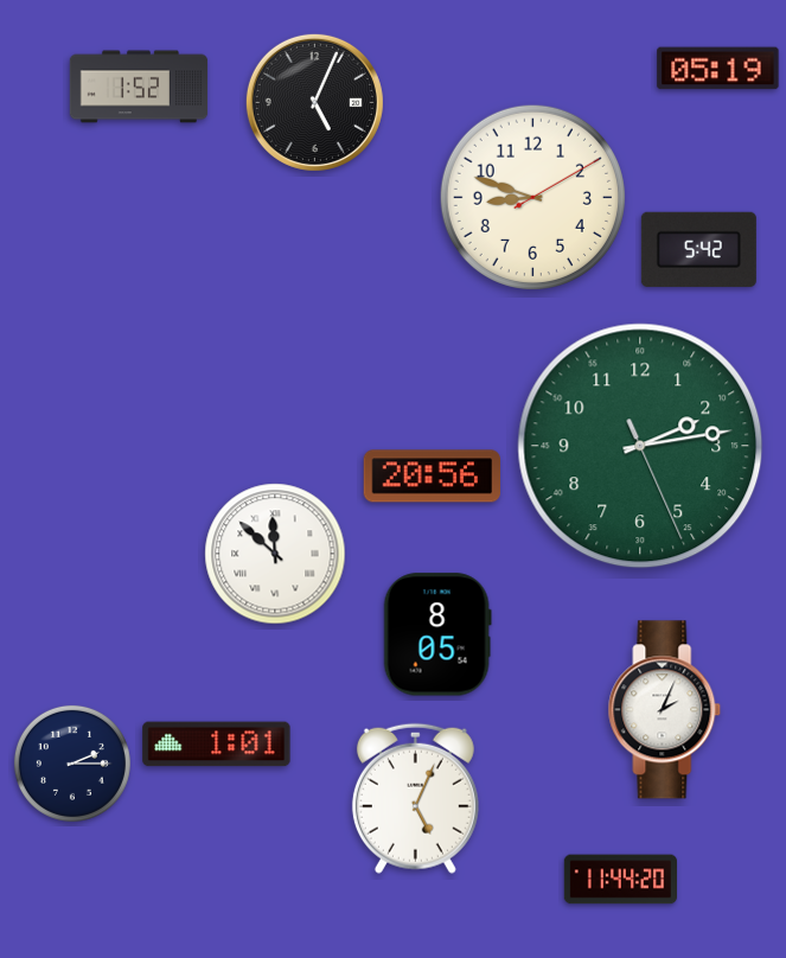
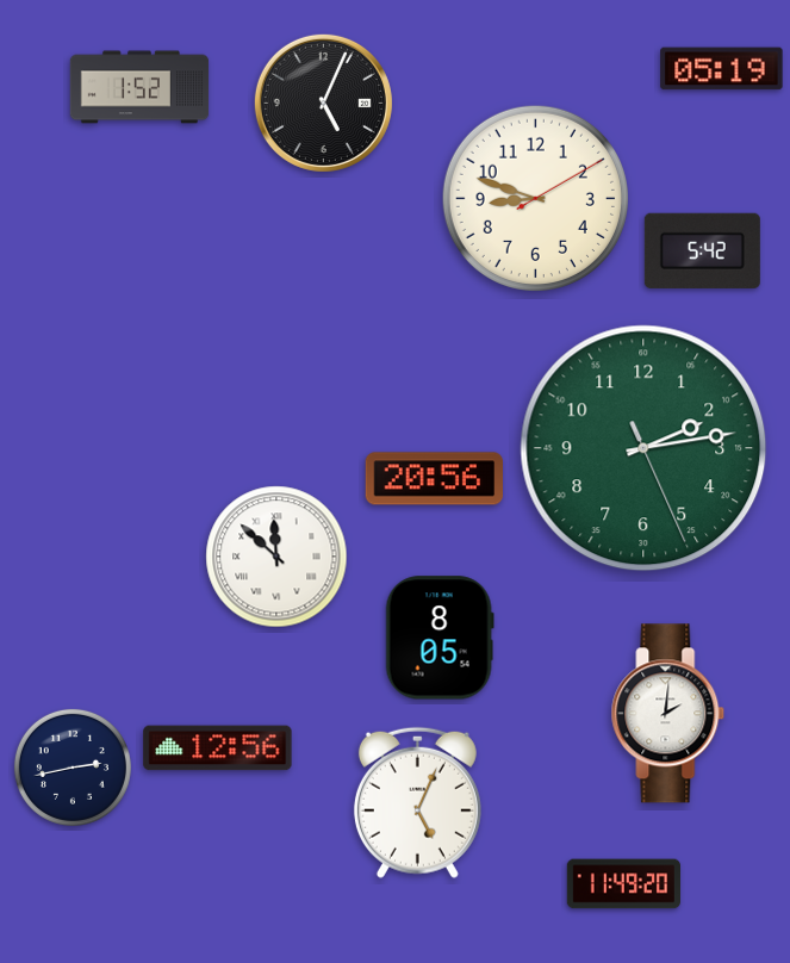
clock at (314, 102) position: (314, 102) -> (323, 102)
clock at (665, 710): 2:04 -> 2:01
clock at (217, 745): 1:01 -> 12:56
clock at (72, 764): 2:15 -> 2:43
clock at (620, 880): 11:44 -> 11:49
